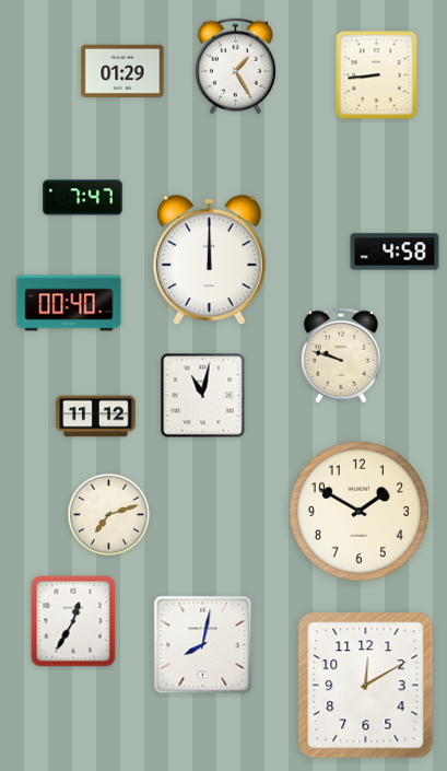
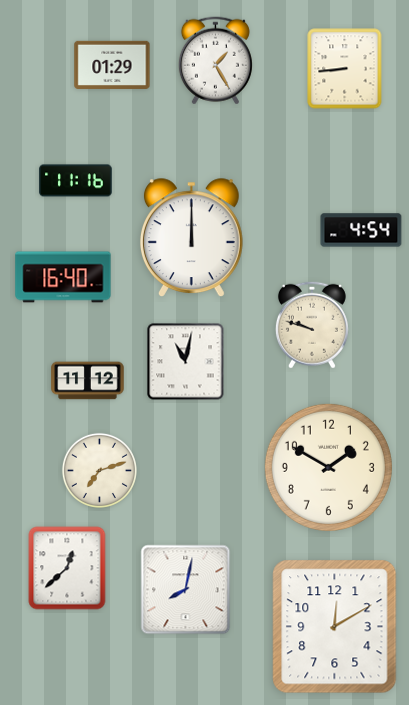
clock at (83, 198): 7:47 -> 11:16
clock at (395, 252): 4:58 -> 4:54
clock at (69, 303): 00:40 -> 16:40
clock at (73, 621): 12:35 -> 12:38
